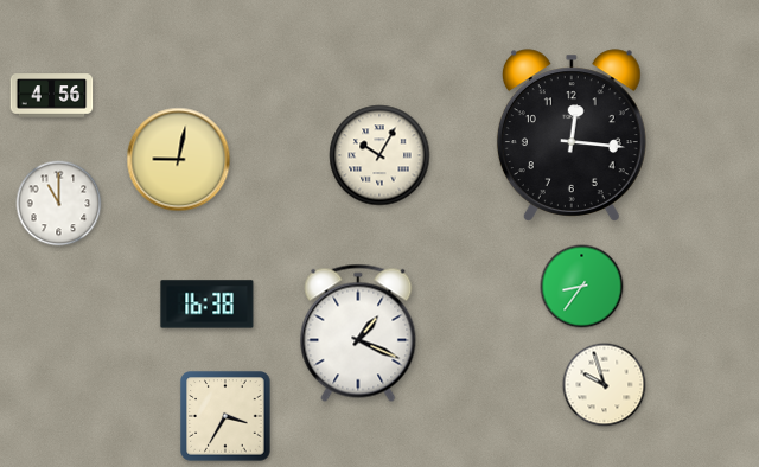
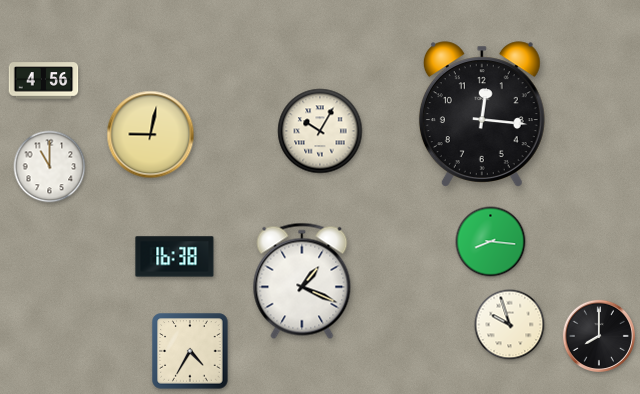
clock at (59, 204) position: (59, 204) -> (50, 167)
clock at (582, 287): 8:36 -> 8:16
clock at (599, 336): none -> 8:00
clock at (225, 416): 3:35 -> 4:35
